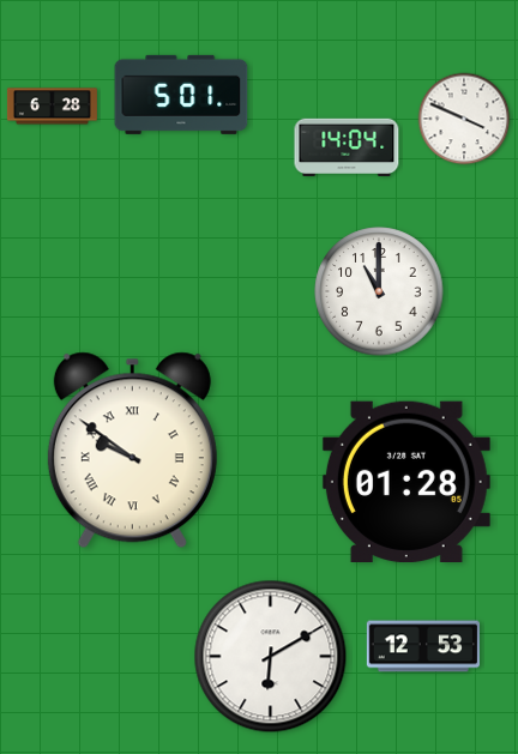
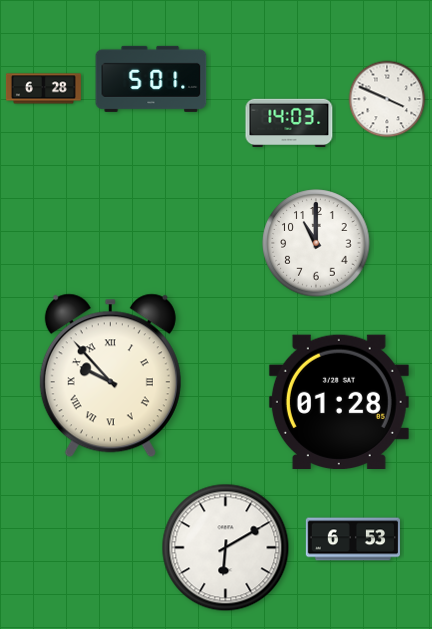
clock at (347, 146): 14:04 -> 14:03
clock at (132, 451): 9:51 -> 9:53
clock at (422, 646): 12:53 -> 6:53
